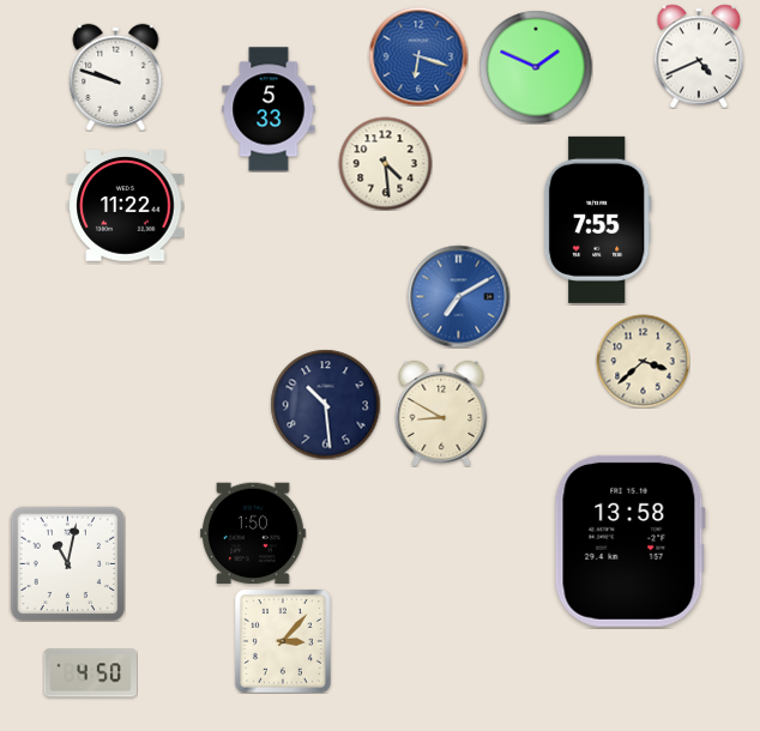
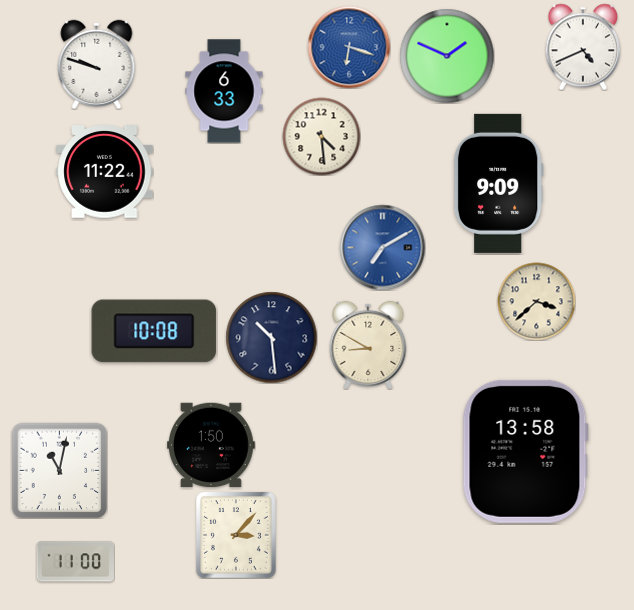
clock at (269, 109): 5:33 -> 6:33
clock at (597, 219): 7:55 -> 9:09
clock at (154, 331): none -> 10:08
clock at (67, 563) position: (67, 563) -> (59, 470)
clock at (90, 673): 4:50 -> 11:00
